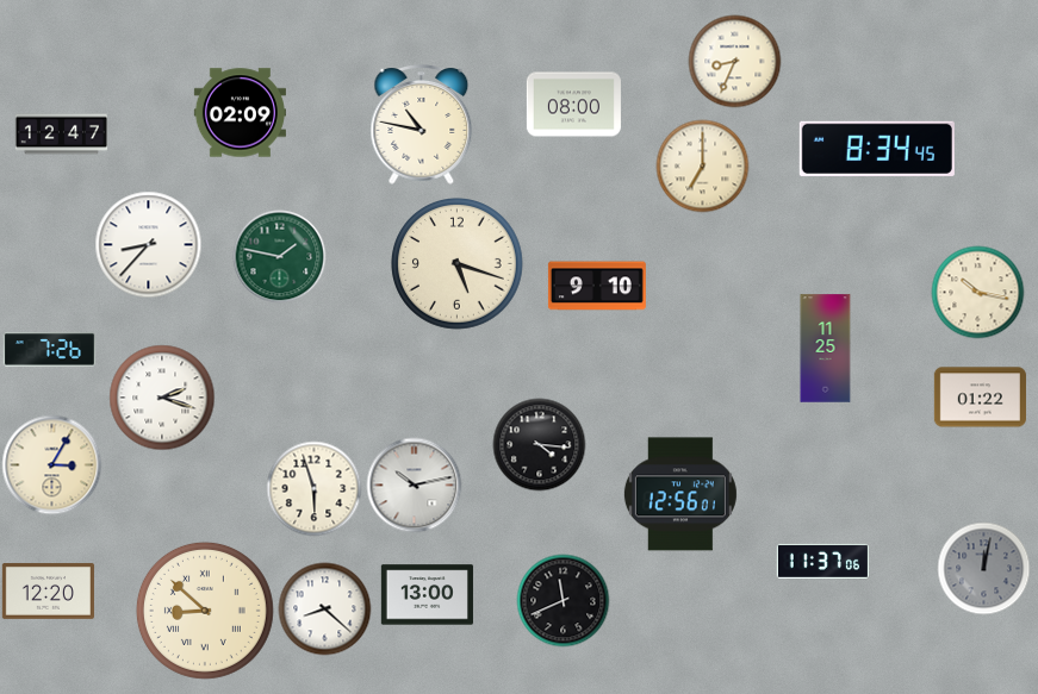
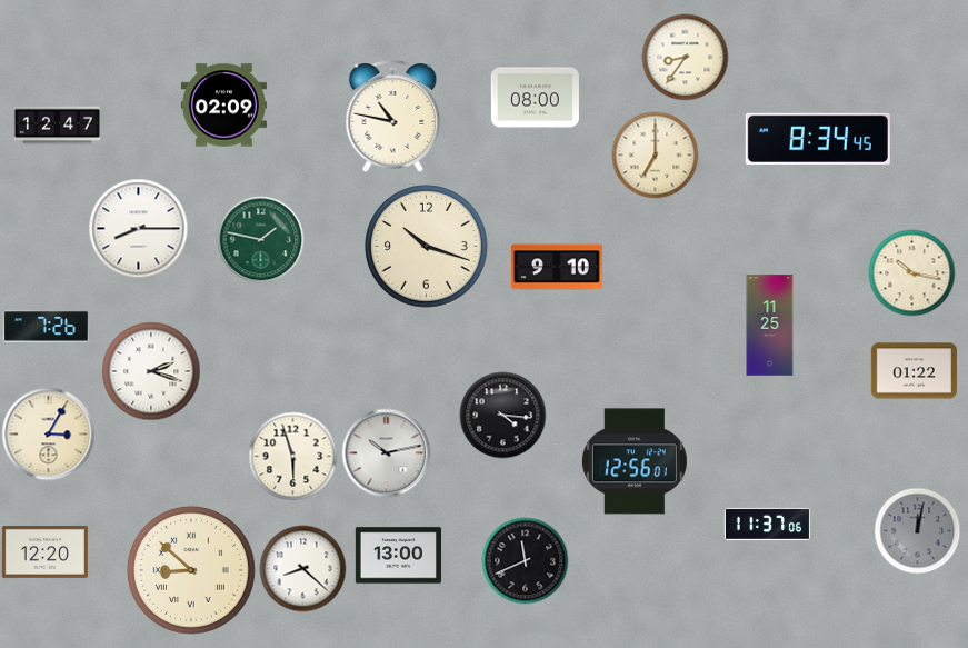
clock at (734, 61): 8:34 -> 8:36
clock at (148, 244): 8:37 -> 8:15
clock at (458, 264): 5:18 -> 10:18
